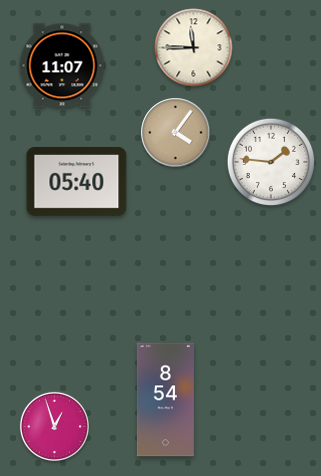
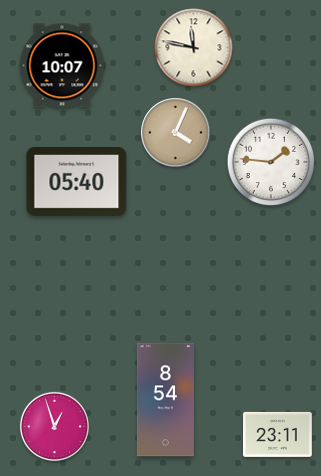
clock at (194, 48): 11:45 -> 11:47
clock at (62, 66): 11:07 -> 10:07
clock at (176, 133): 4:06 -> 4:04
clock at (278, 434): none -> 23:11
